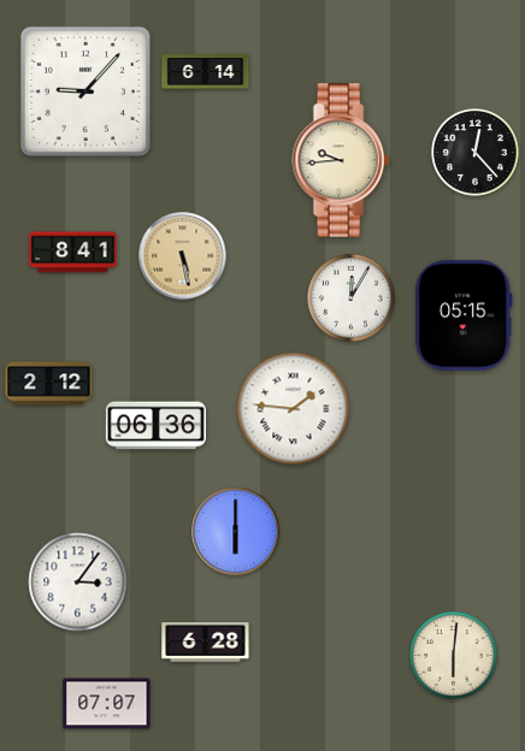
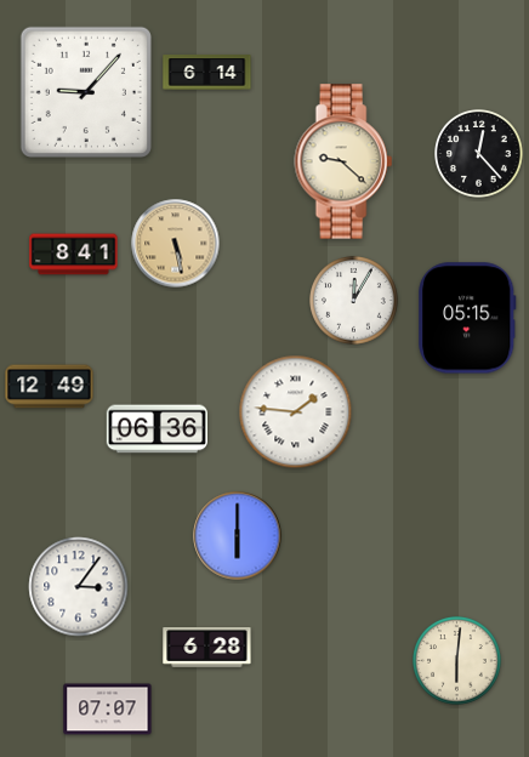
clock at (341, 160): 9:44 -> 9:22
clock at (183, 256) position: (183, 256) -> (176, 244)
clock at (49, 384): 2:12 -> 12:49
